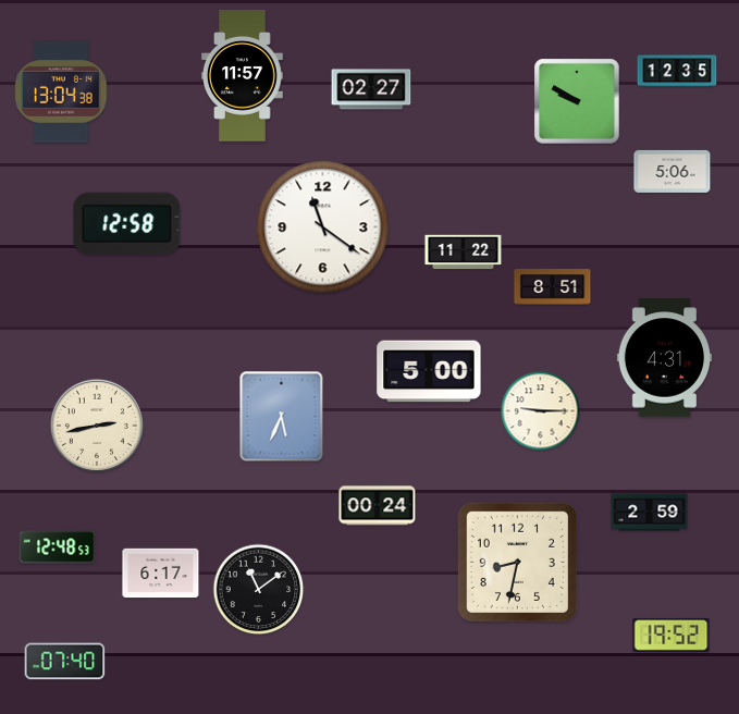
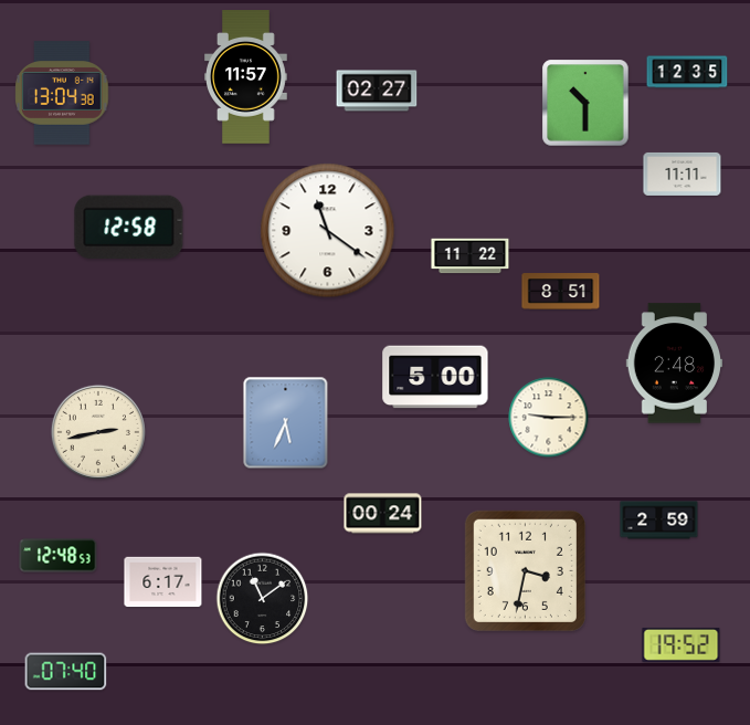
clock at (577, 101): 9:50 -> 10:30
clock at (673, 171): 5:06 -> 11:11
clock at (665, 358): 4:31 -> 2:48
clock at (517, 562): 8:32 -> 3:32
